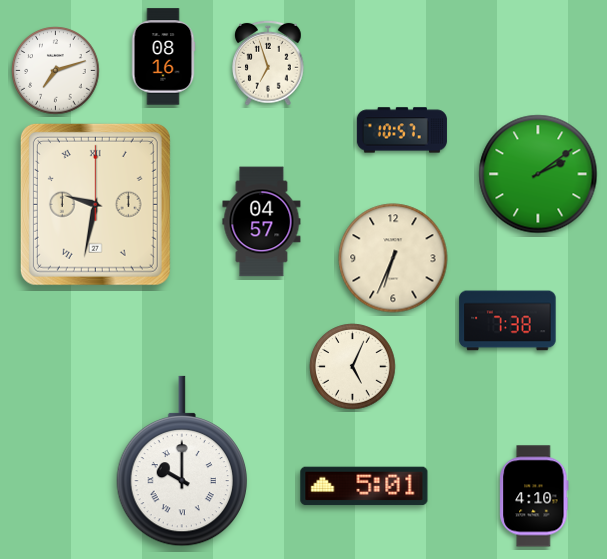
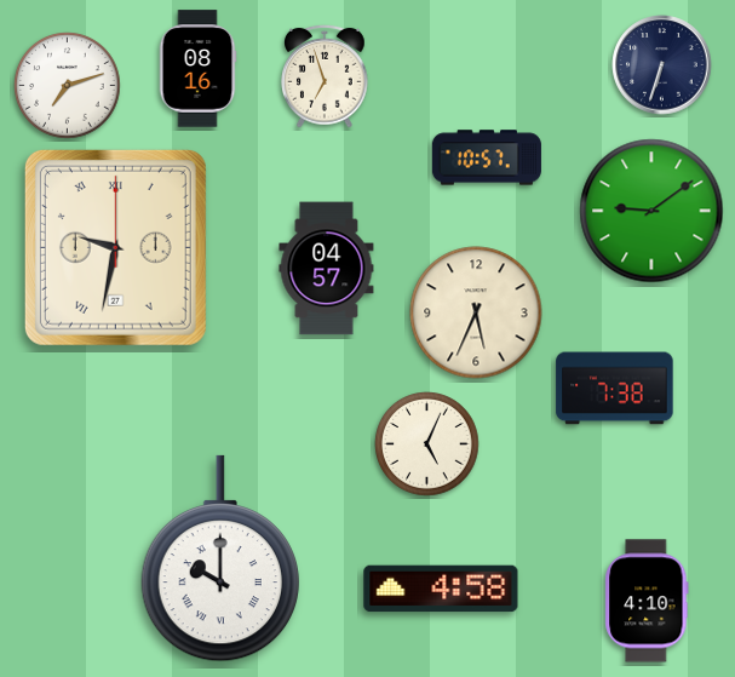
clock at (662, 65): none -> 6:33
clock at (538, 174): 2:09 -> 9:09
clock at (262, 222) position: (262, 222) -> (327, 269)
clock at (393, 258): 6:34 -> 5:34
clock at (364, 486): 5:01 -> 4:58
